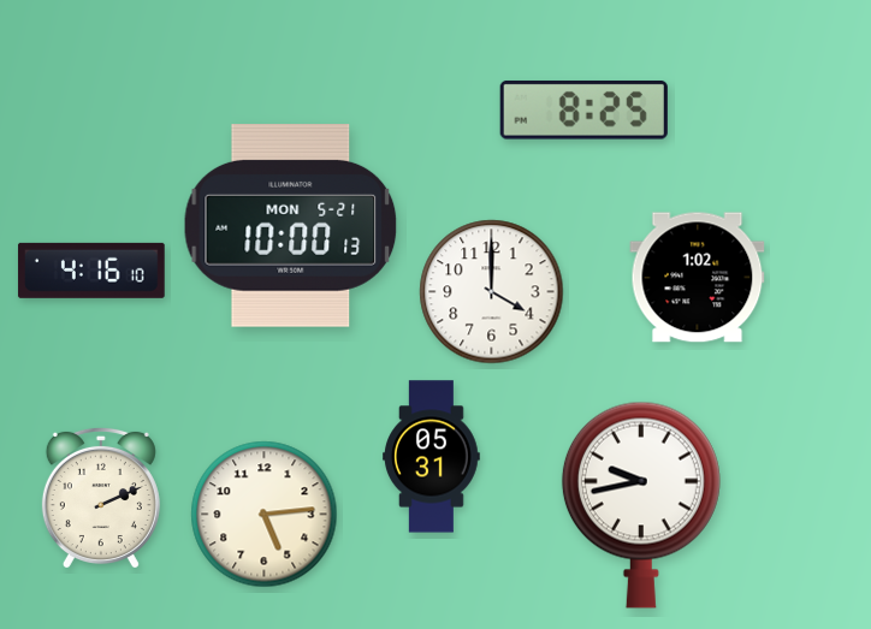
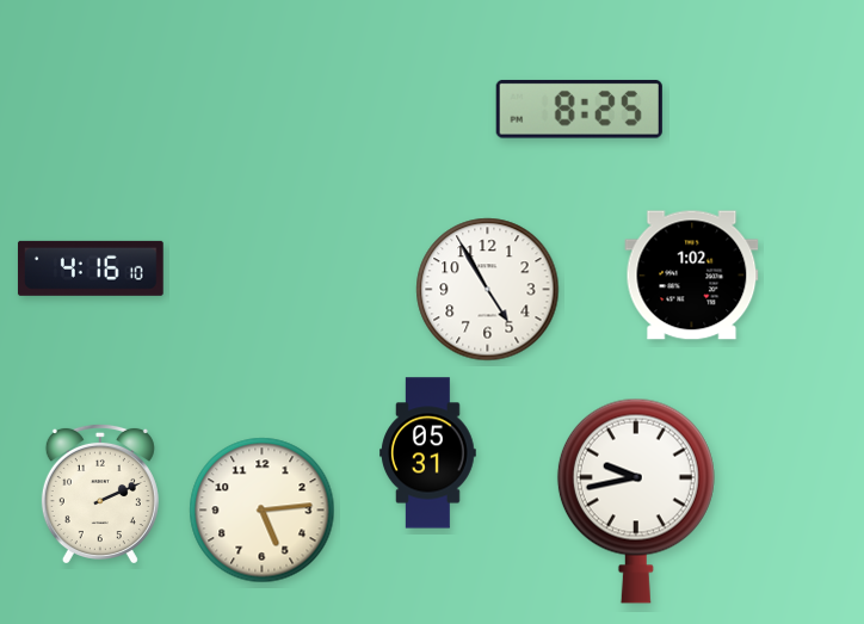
clock at (291, 226): 10:00 -> none
clock at (492, 292): 4:00 -> 4:55
